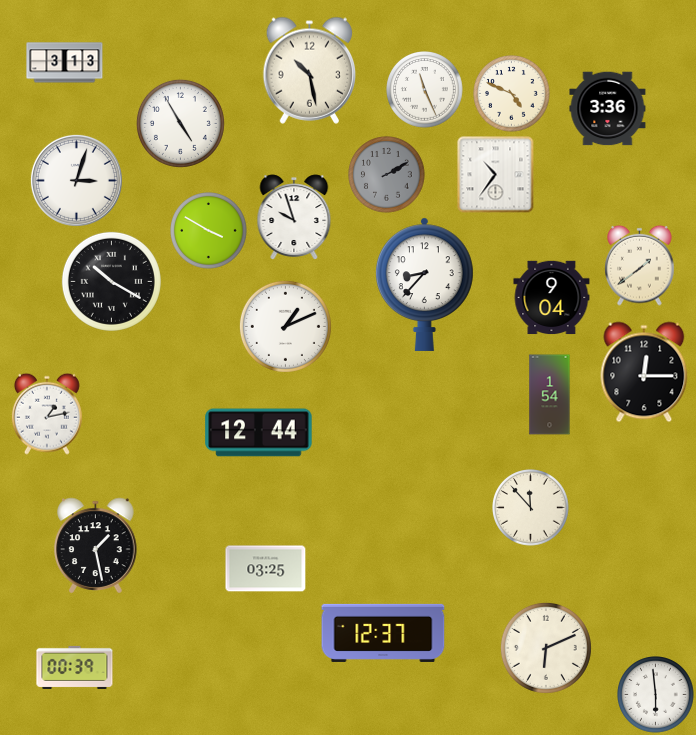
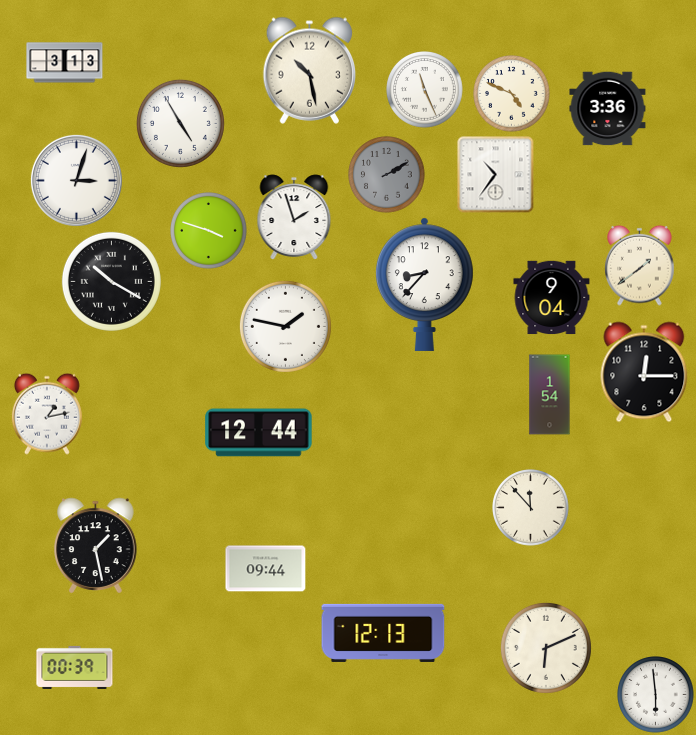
clock at (294, 217): 9:57 -> 1:57
clock at (209, 231): 3:50 -> 3:48
clock at (285, 326): 1:11 -> 1:47
clock at (266, 569): 03:25 -> 09:44
clock at (383, 633): 12:37 -> 12:13
